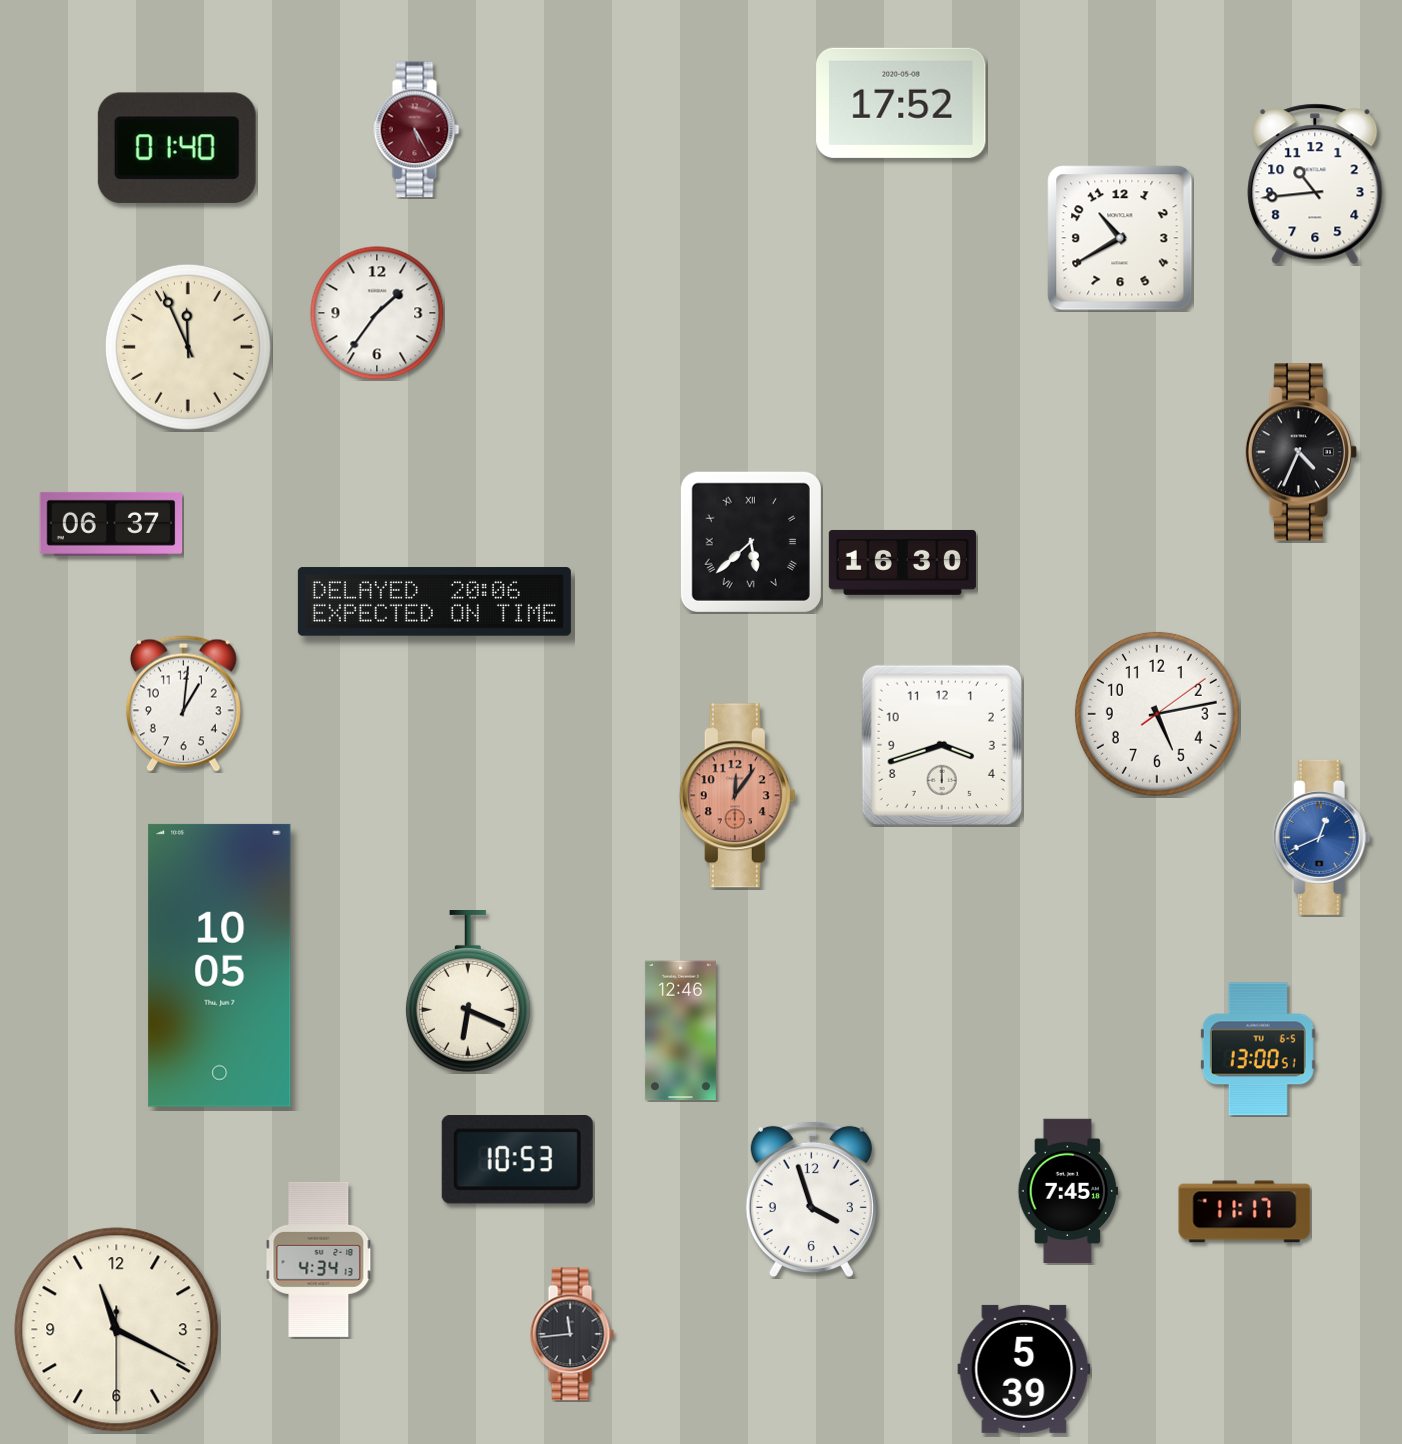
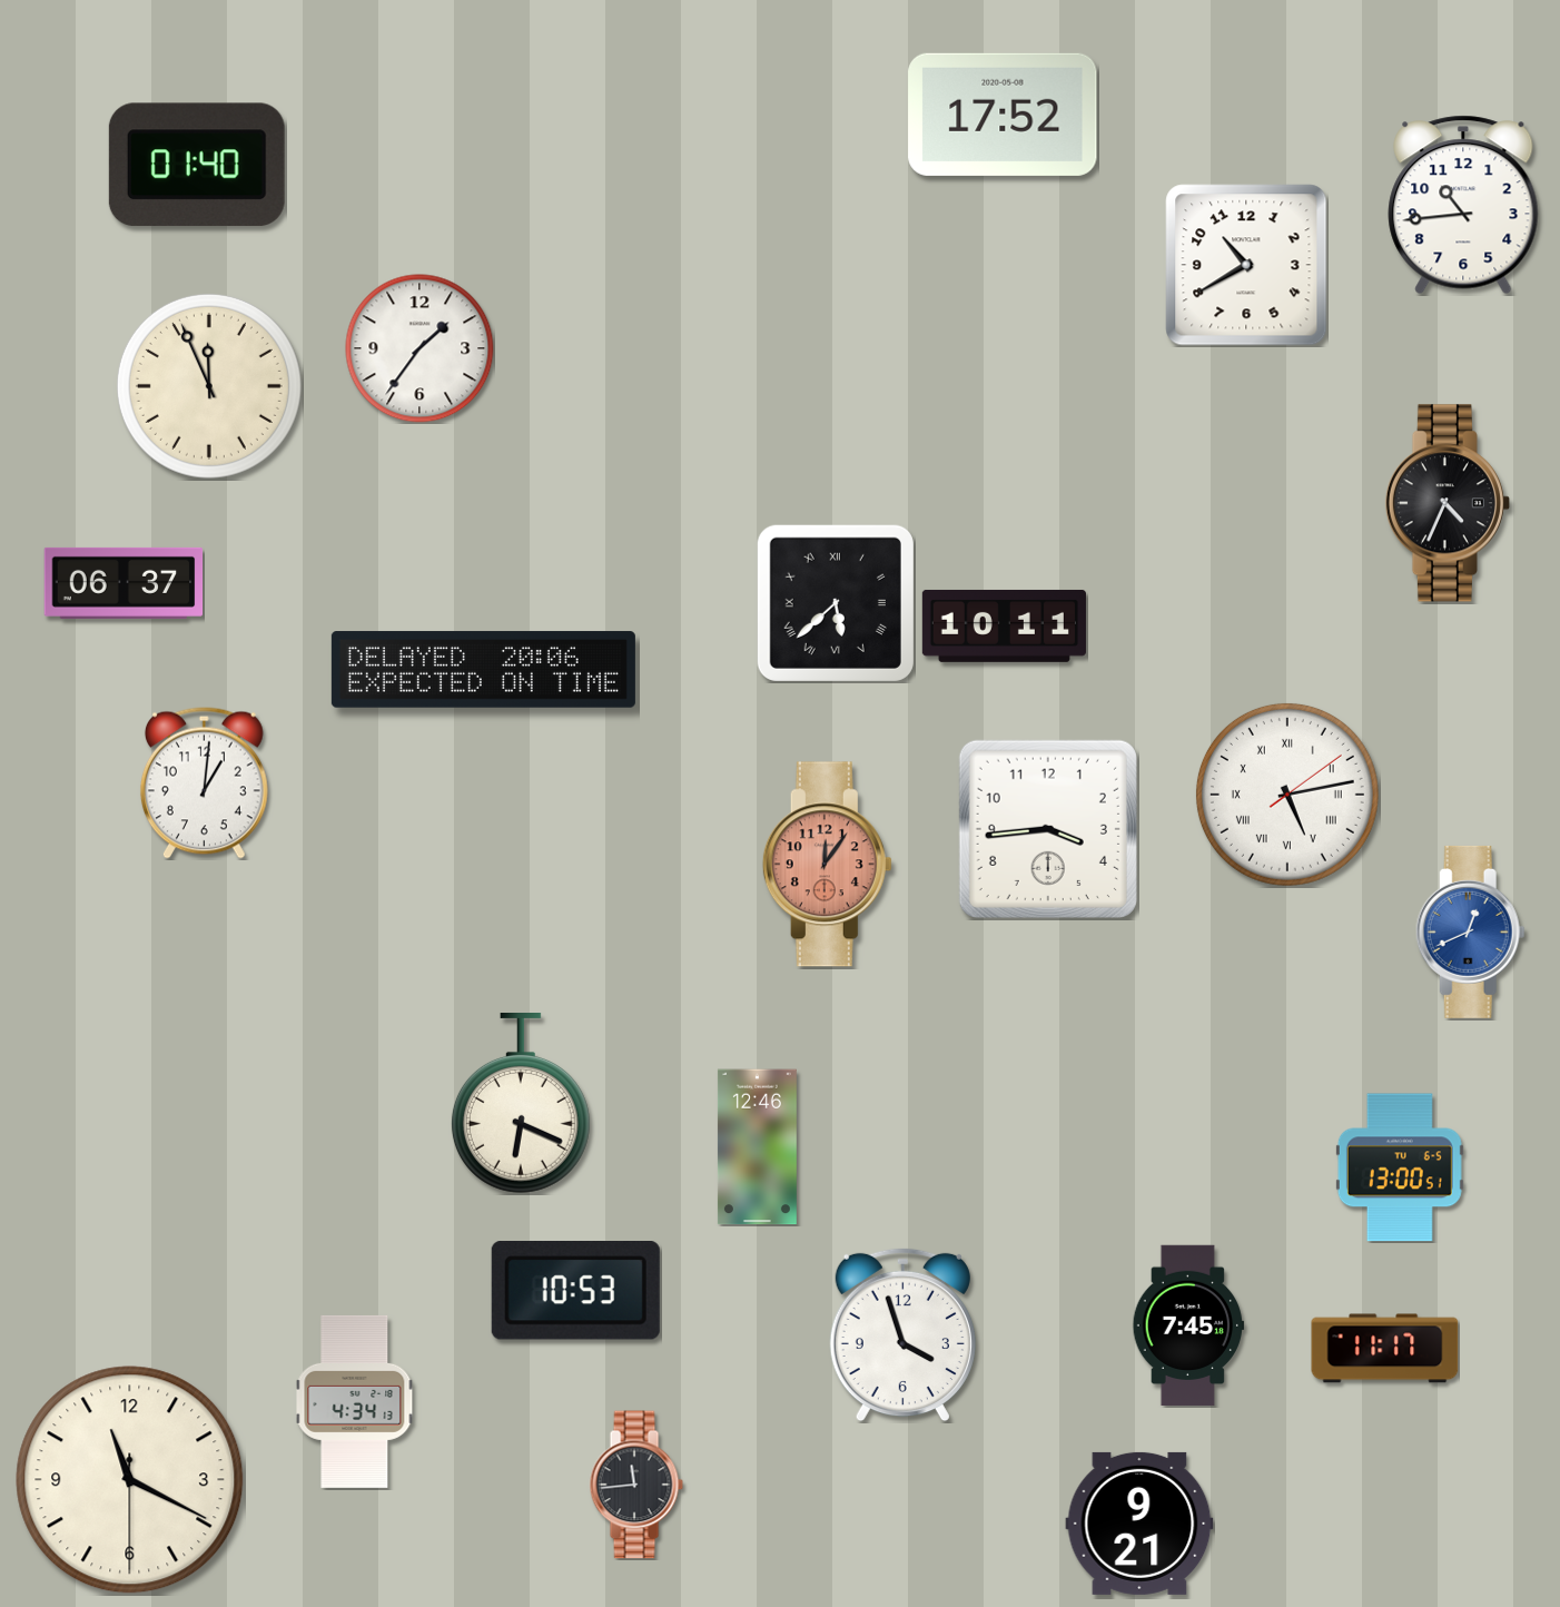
clock at (417, 130): 5:25 -> none
clock at (902, 562): 16:30 -> 10:11
clock at (1157, 714) numerals: Arabic -> Roman
clock at (942, 745): 3:42 -> 3:44
clock at (737, 796) position: (737, 796) -> (827, 865)
clock at (220, 965): 10:05 -> none
clock at (1024, 1369): 5:39 -> 9:21
